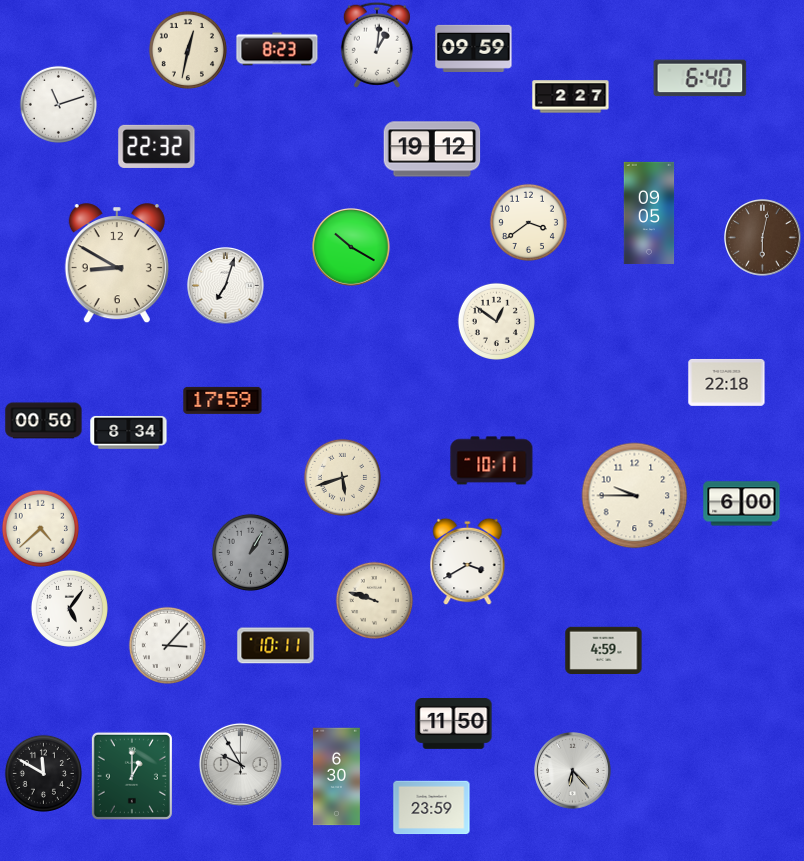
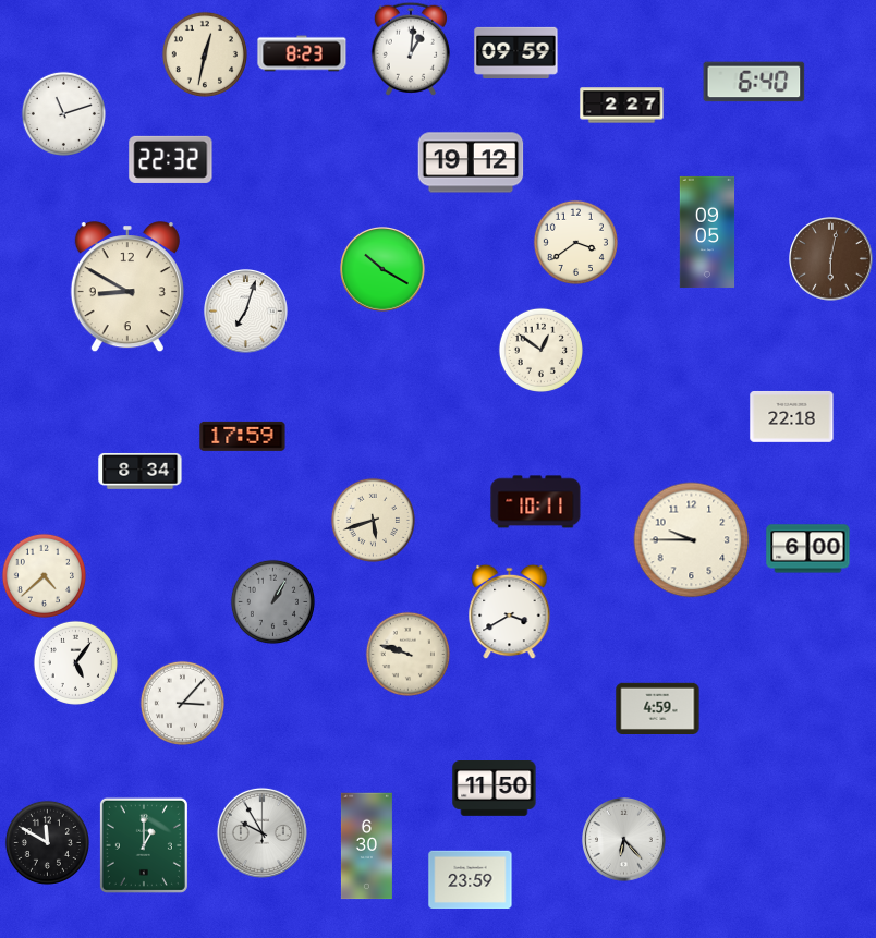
clock at (700, 78) position: (700, 78) -> (754, 82)
clock at (44, 421): 00:50 -> none
clock at (276, 646): 10:11 -> none
